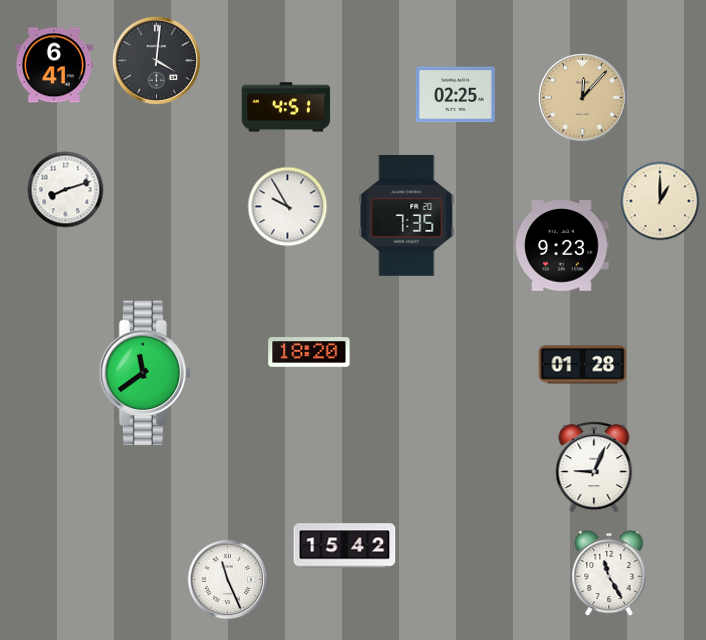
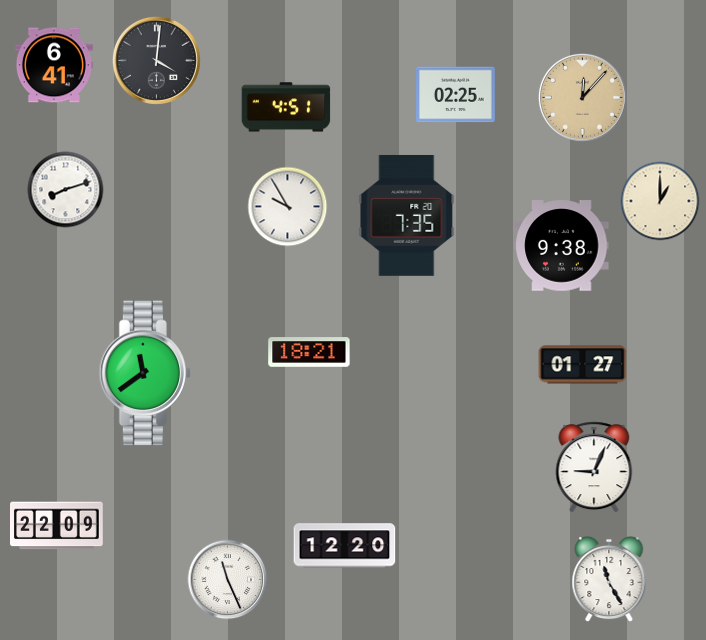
clock at (562, 246): 9:23 -> 9:38
clock at (309, 352): 18:20 -> 18:21
clock at (583, 365): 01:28 -> 01:27
clock at (57, 526): none -> 22:09
clock at (345, 546): 15:42 -> 12:20
clock at (609, 573) position: (609, 573) -> (609, 579)
